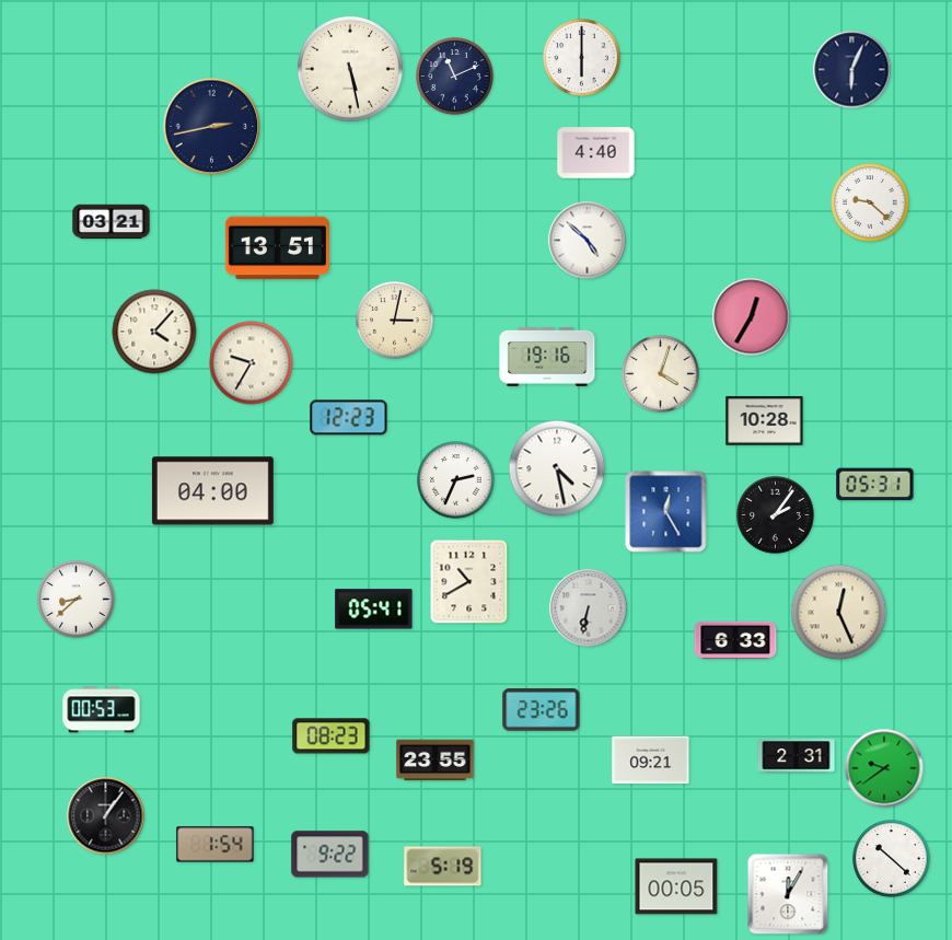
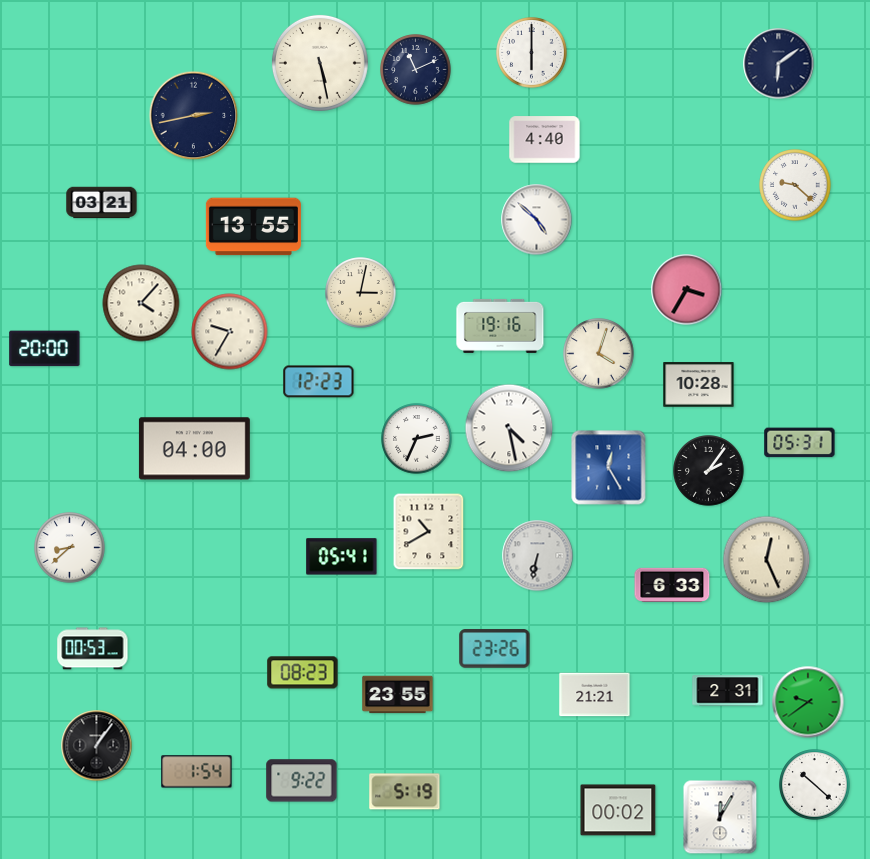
clock at (852, 70): 6:04 -> 6:09
clock at (277, 248): 13:51 -> 13:55
clock at (752, 317): 12:35 -> 3:35
clock at (661, 374) position: (661, 374) -> (599, 354)
clock at (45, 349): none -> 20:00
clock at (651, 761): 09:21 -> 21:21
clock at (676, 886): 00:05 -> 00:02
